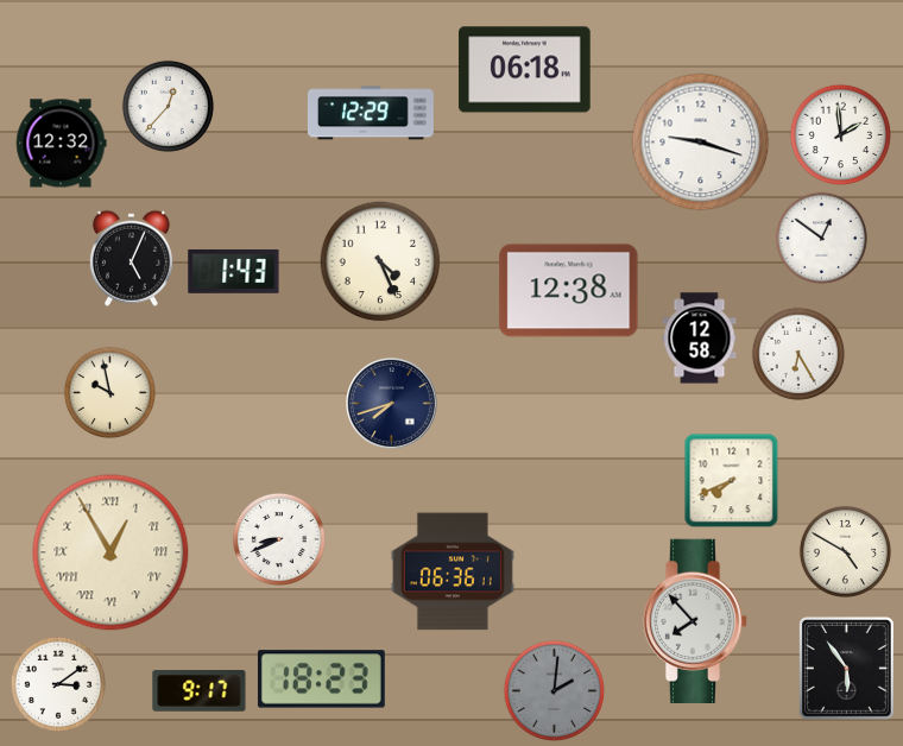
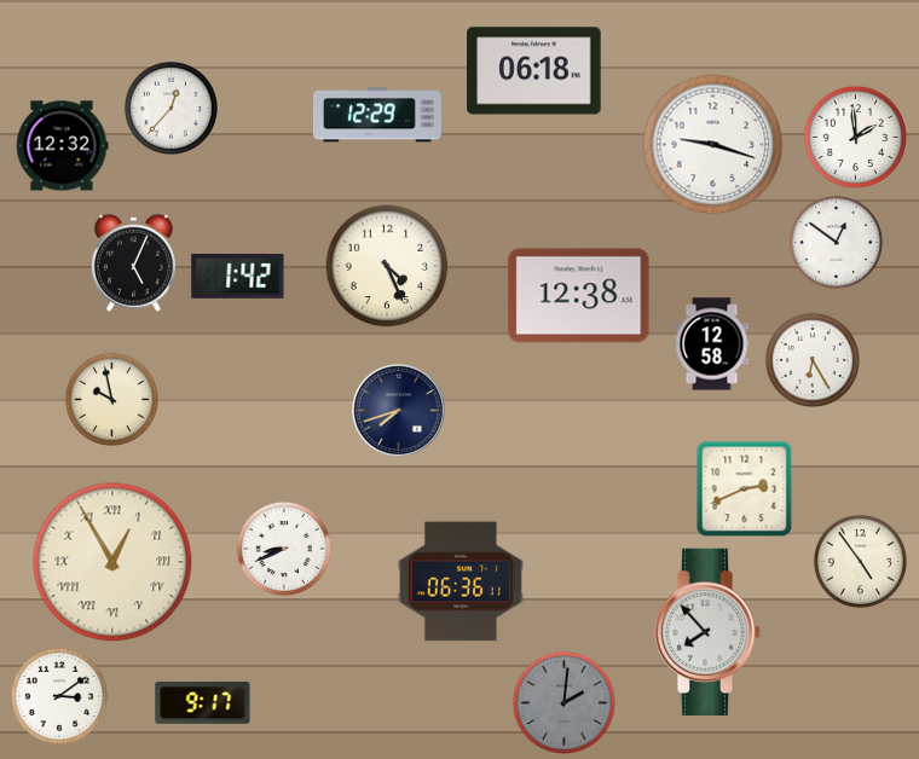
clock at (234, 272): 1:43 -> 1:42
clock at (731, 480): 7:41 -> 2:41
clock at (845, 551): 4:50 -> 4:54
clock at (846, 668): 5:54 -> none
clock at (321, 679): 18:23 -> none
